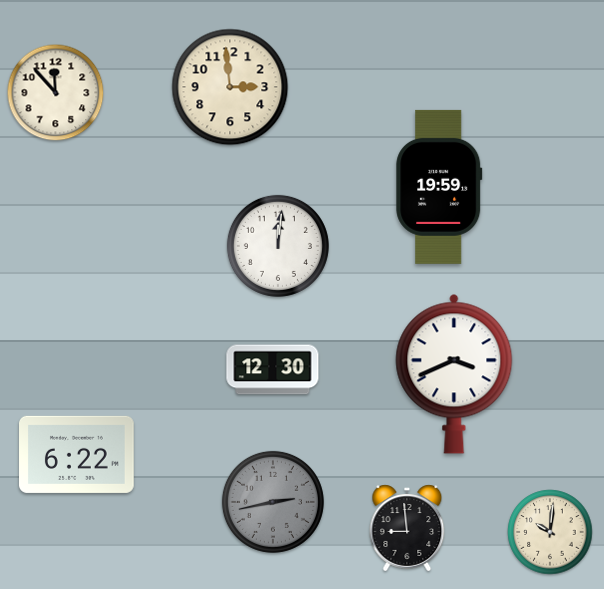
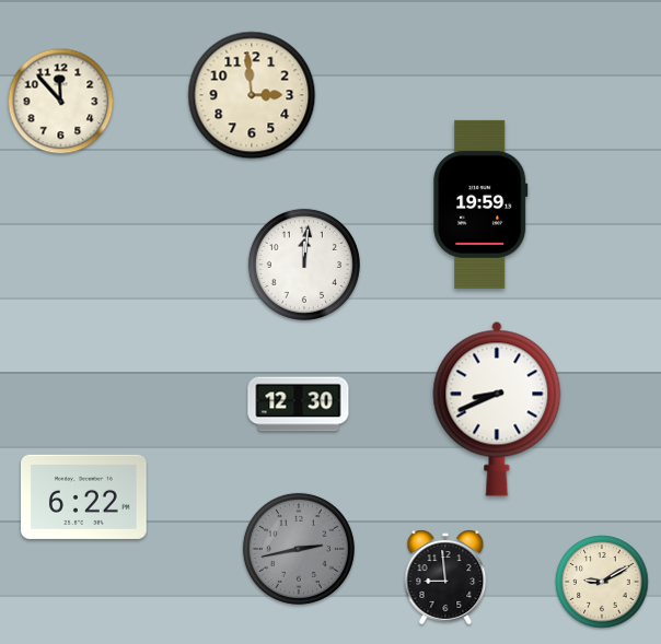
clock at (278, 246) position: (278, 246) -> (304, 265)
clock at (454, 374): 3:41 -> 8:41
clock at (550, 532): 10:01 -> 9:10
